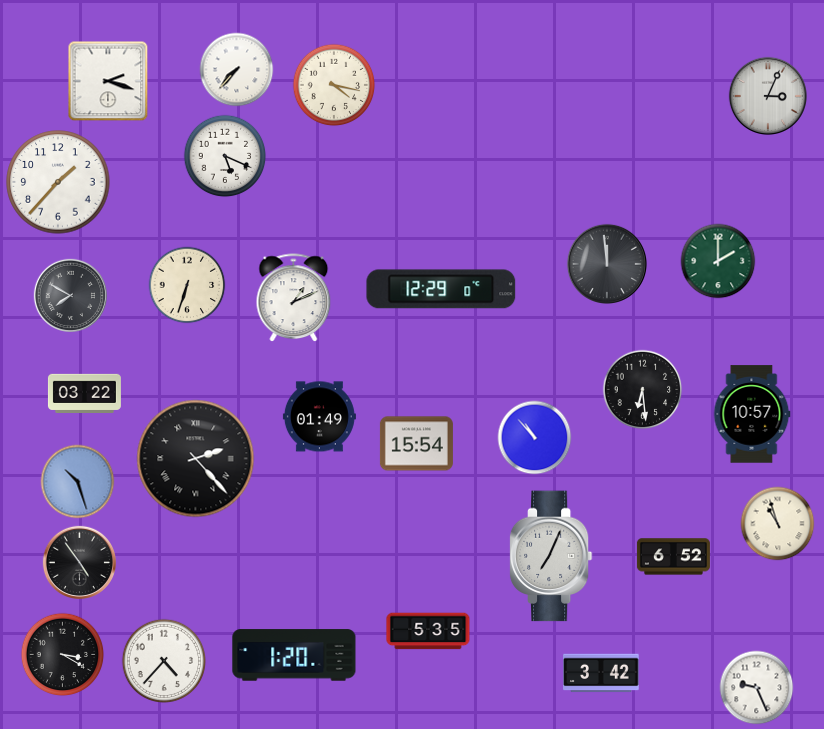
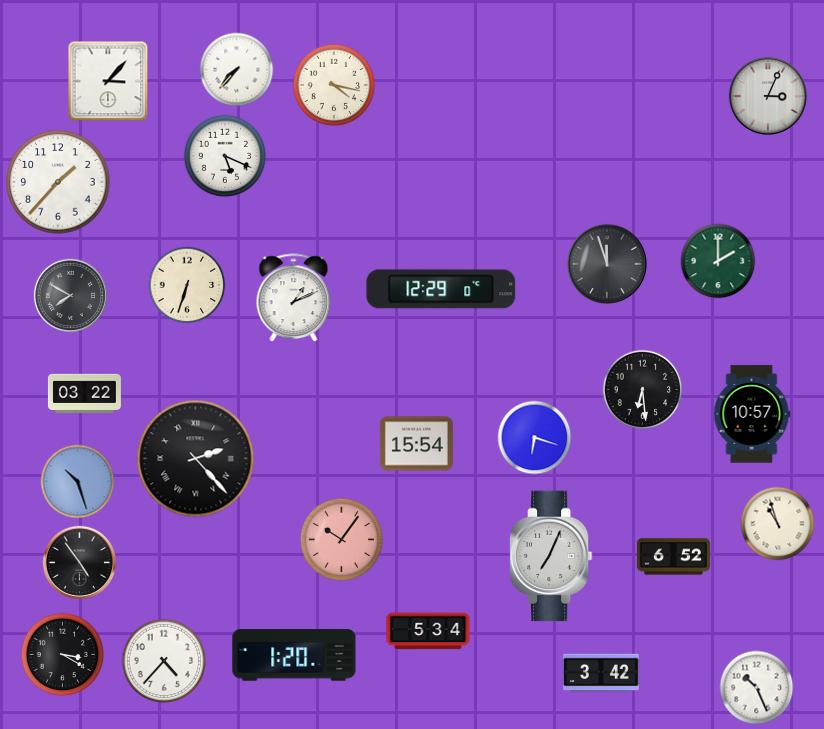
clock at (108, 81): 2:18 -> 3:07
clock at (607, 264): 11:59 -> 11:57
clock at (319, 417): 01:49 -> none
clock at (535, 438): 10:53 -> 6:18
clock at (342, 540): none -> 10:06
clock at (428, 631): 5:35 -> 5:34
clock at (757, 688): 9:26 -> 10:26
